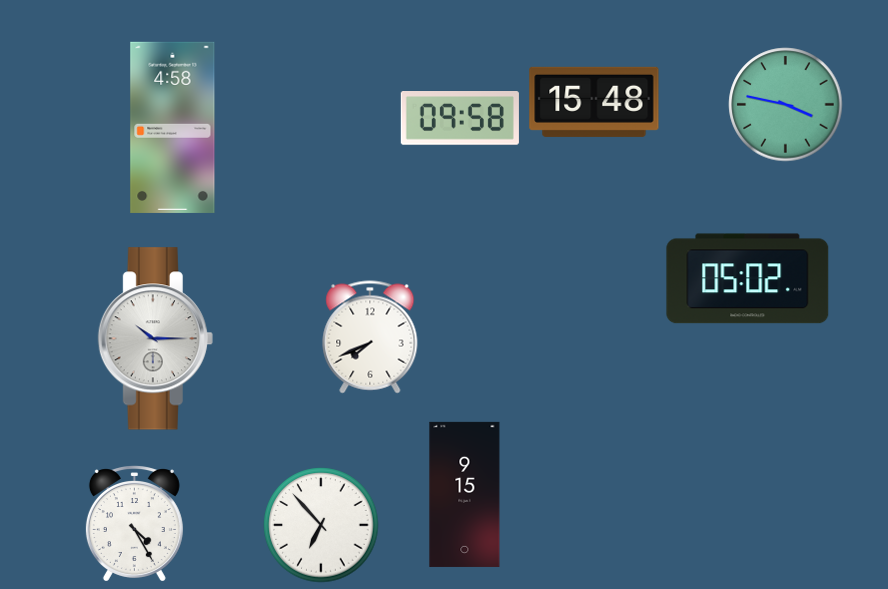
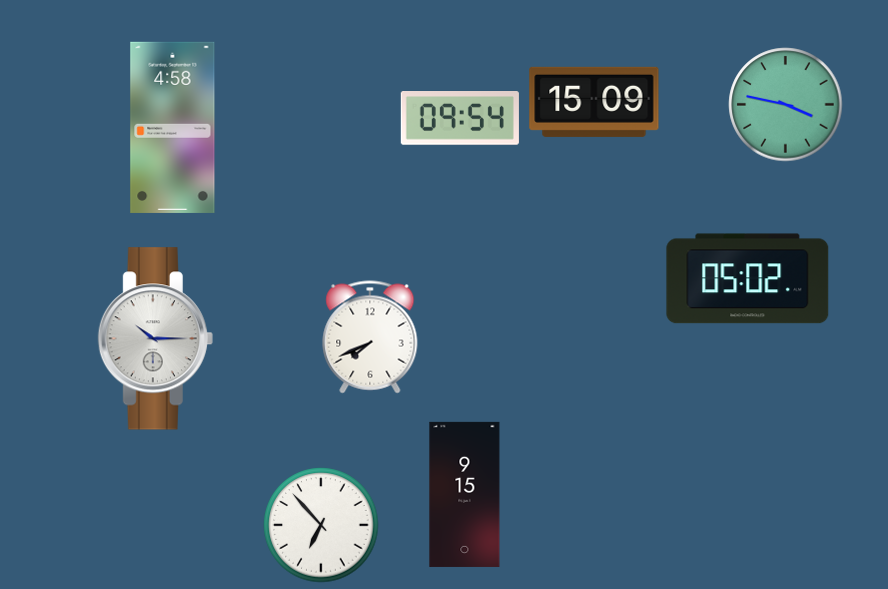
clock at (594, 102): 15:48 -> 15:09
clock at (460, 119): 09:58 -> 09:54
clock at (134, 524): 4:25 -> none
